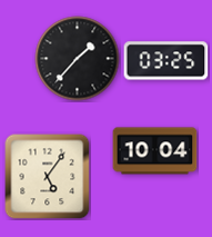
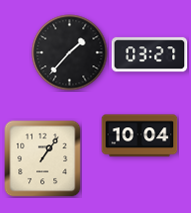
clock at (166, 61): 03:25 -> 03:27
clock at (48, 177): 5:06 -> 1:06
